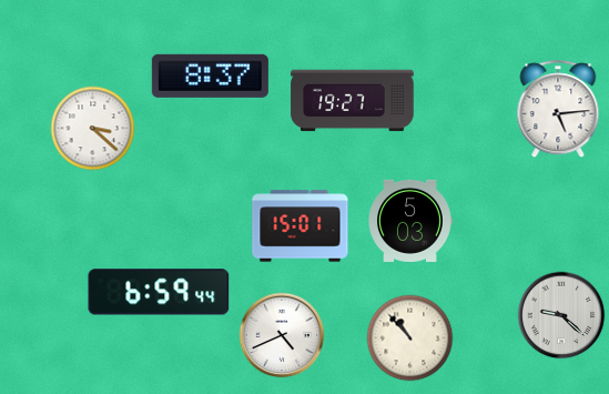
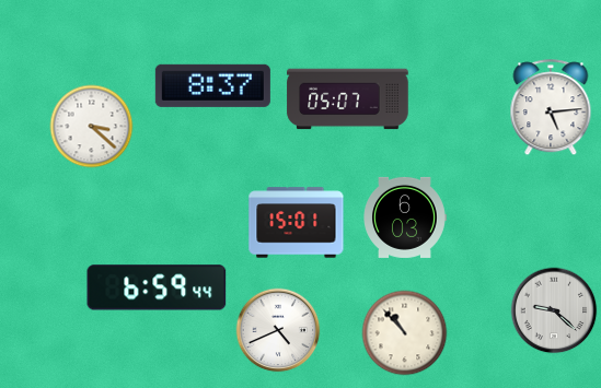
clock at (210, 75) position: (210, 75) -> (212, 85)
clock at (353, 101): 19:27 -> 05:07
clock at (410, 221): 5:03 -> 6:03
